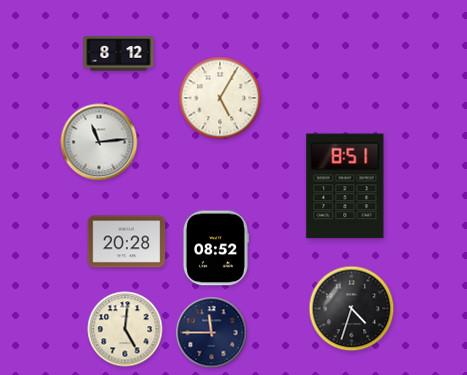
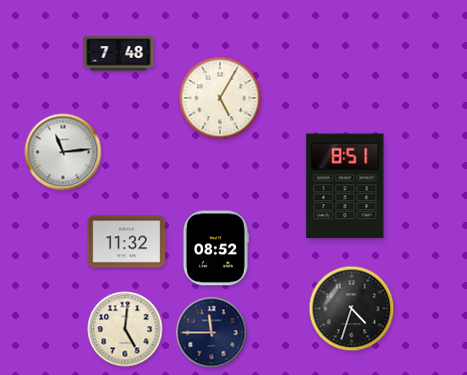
clock at (119, 54): 8:12 -> 7:48
clock at (99, 142) position: (99, 142) -> (63, 152)
clock at (127, 242): 20:28 -> 11:32
